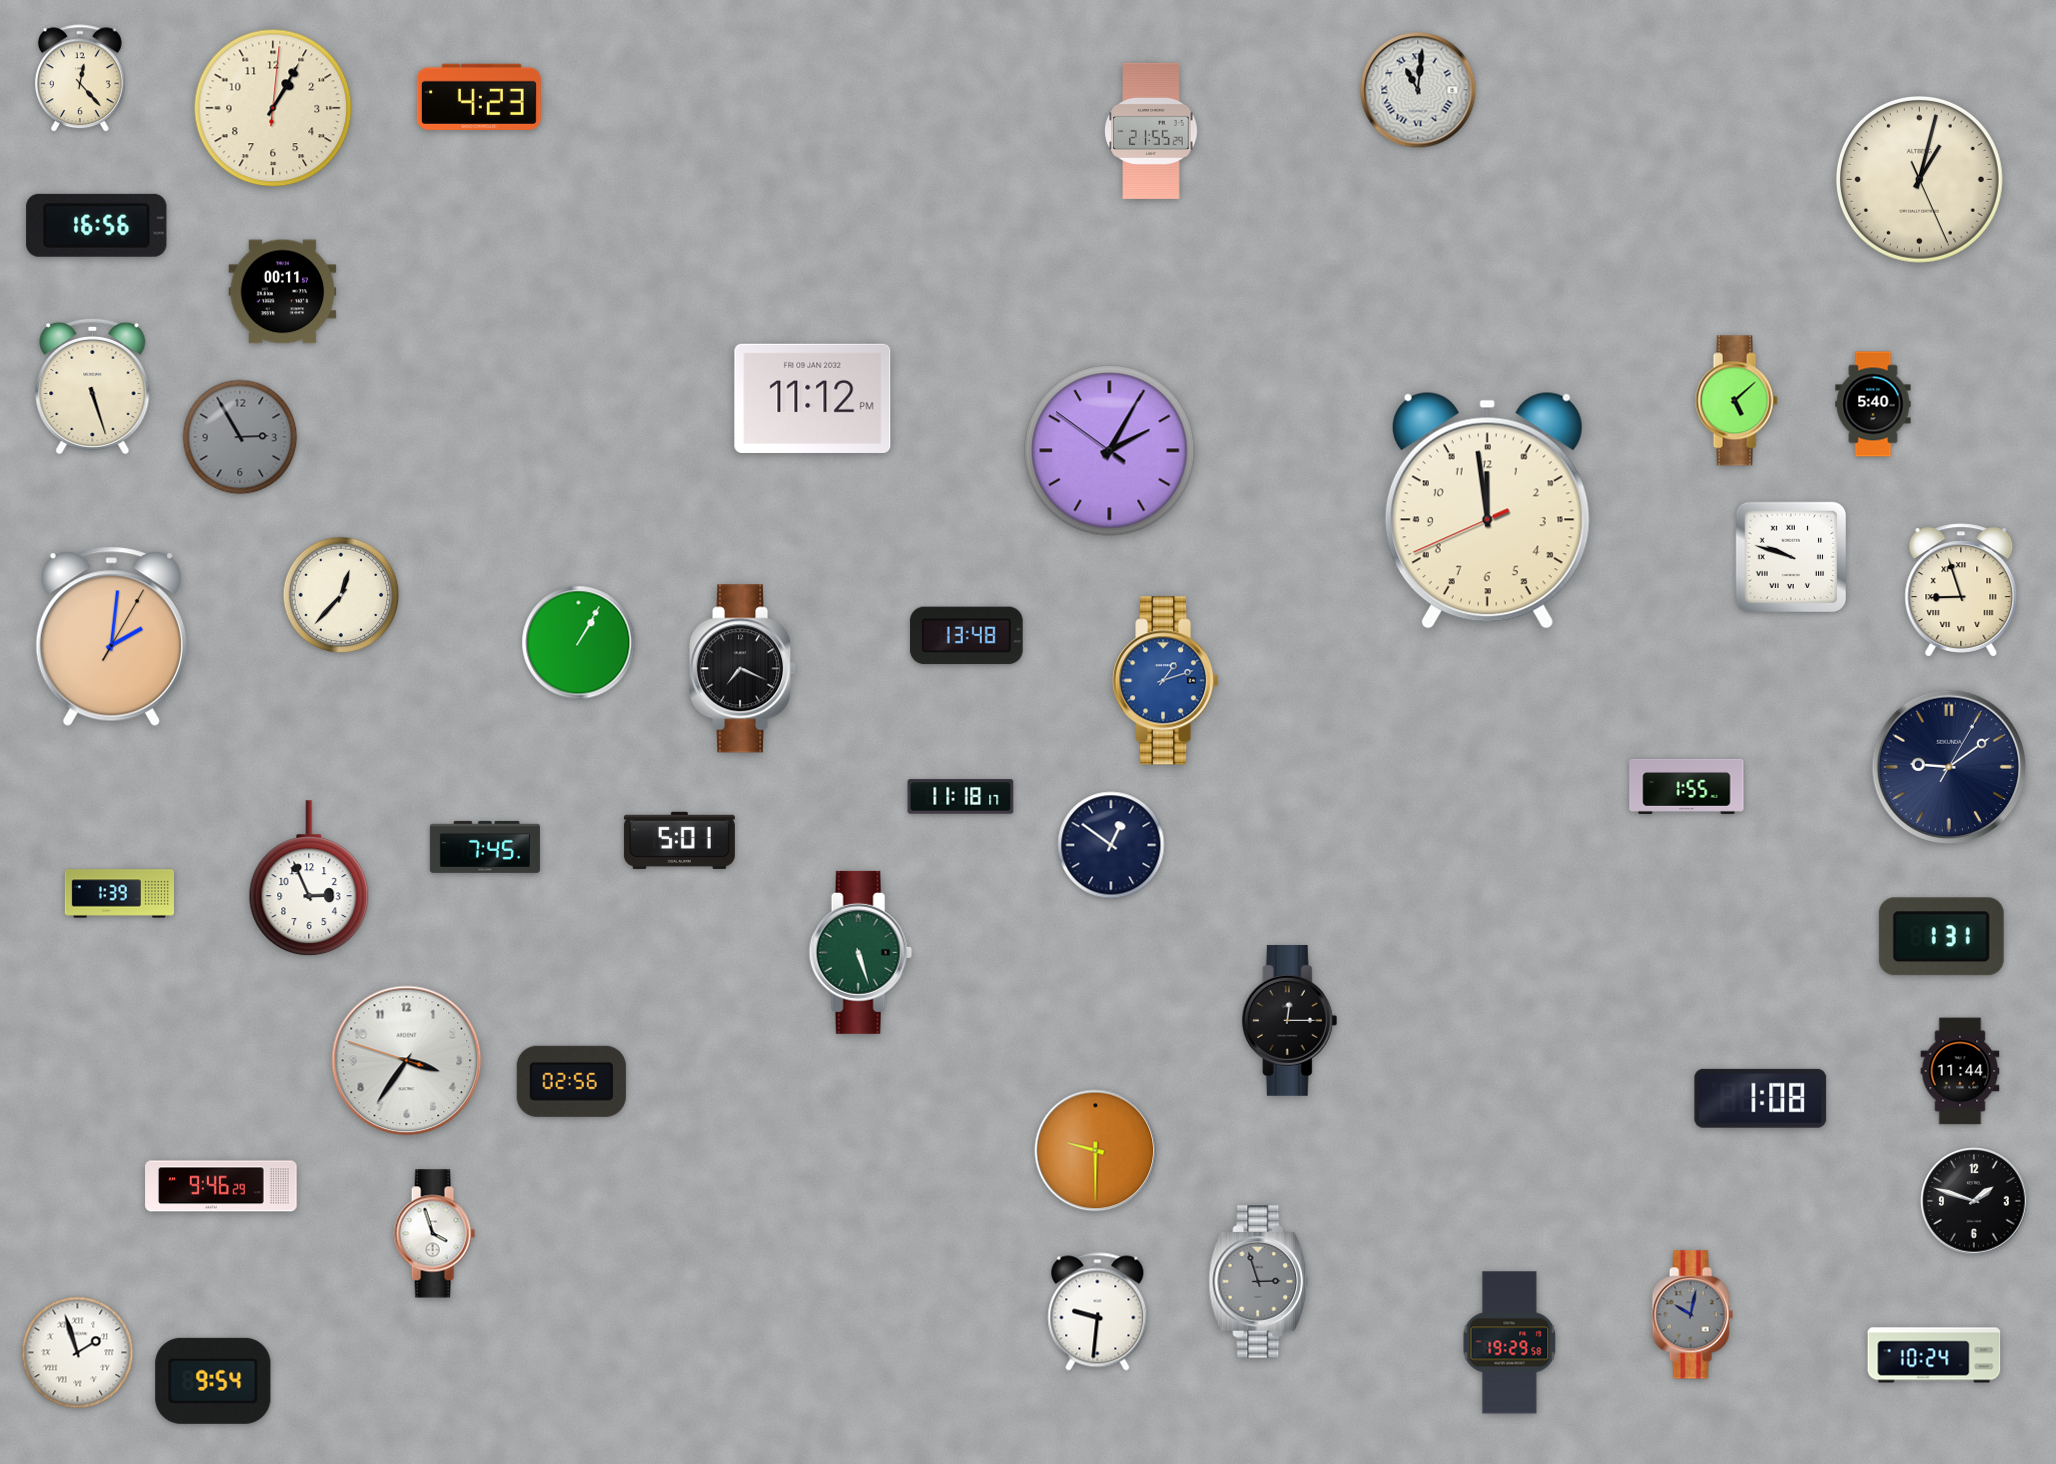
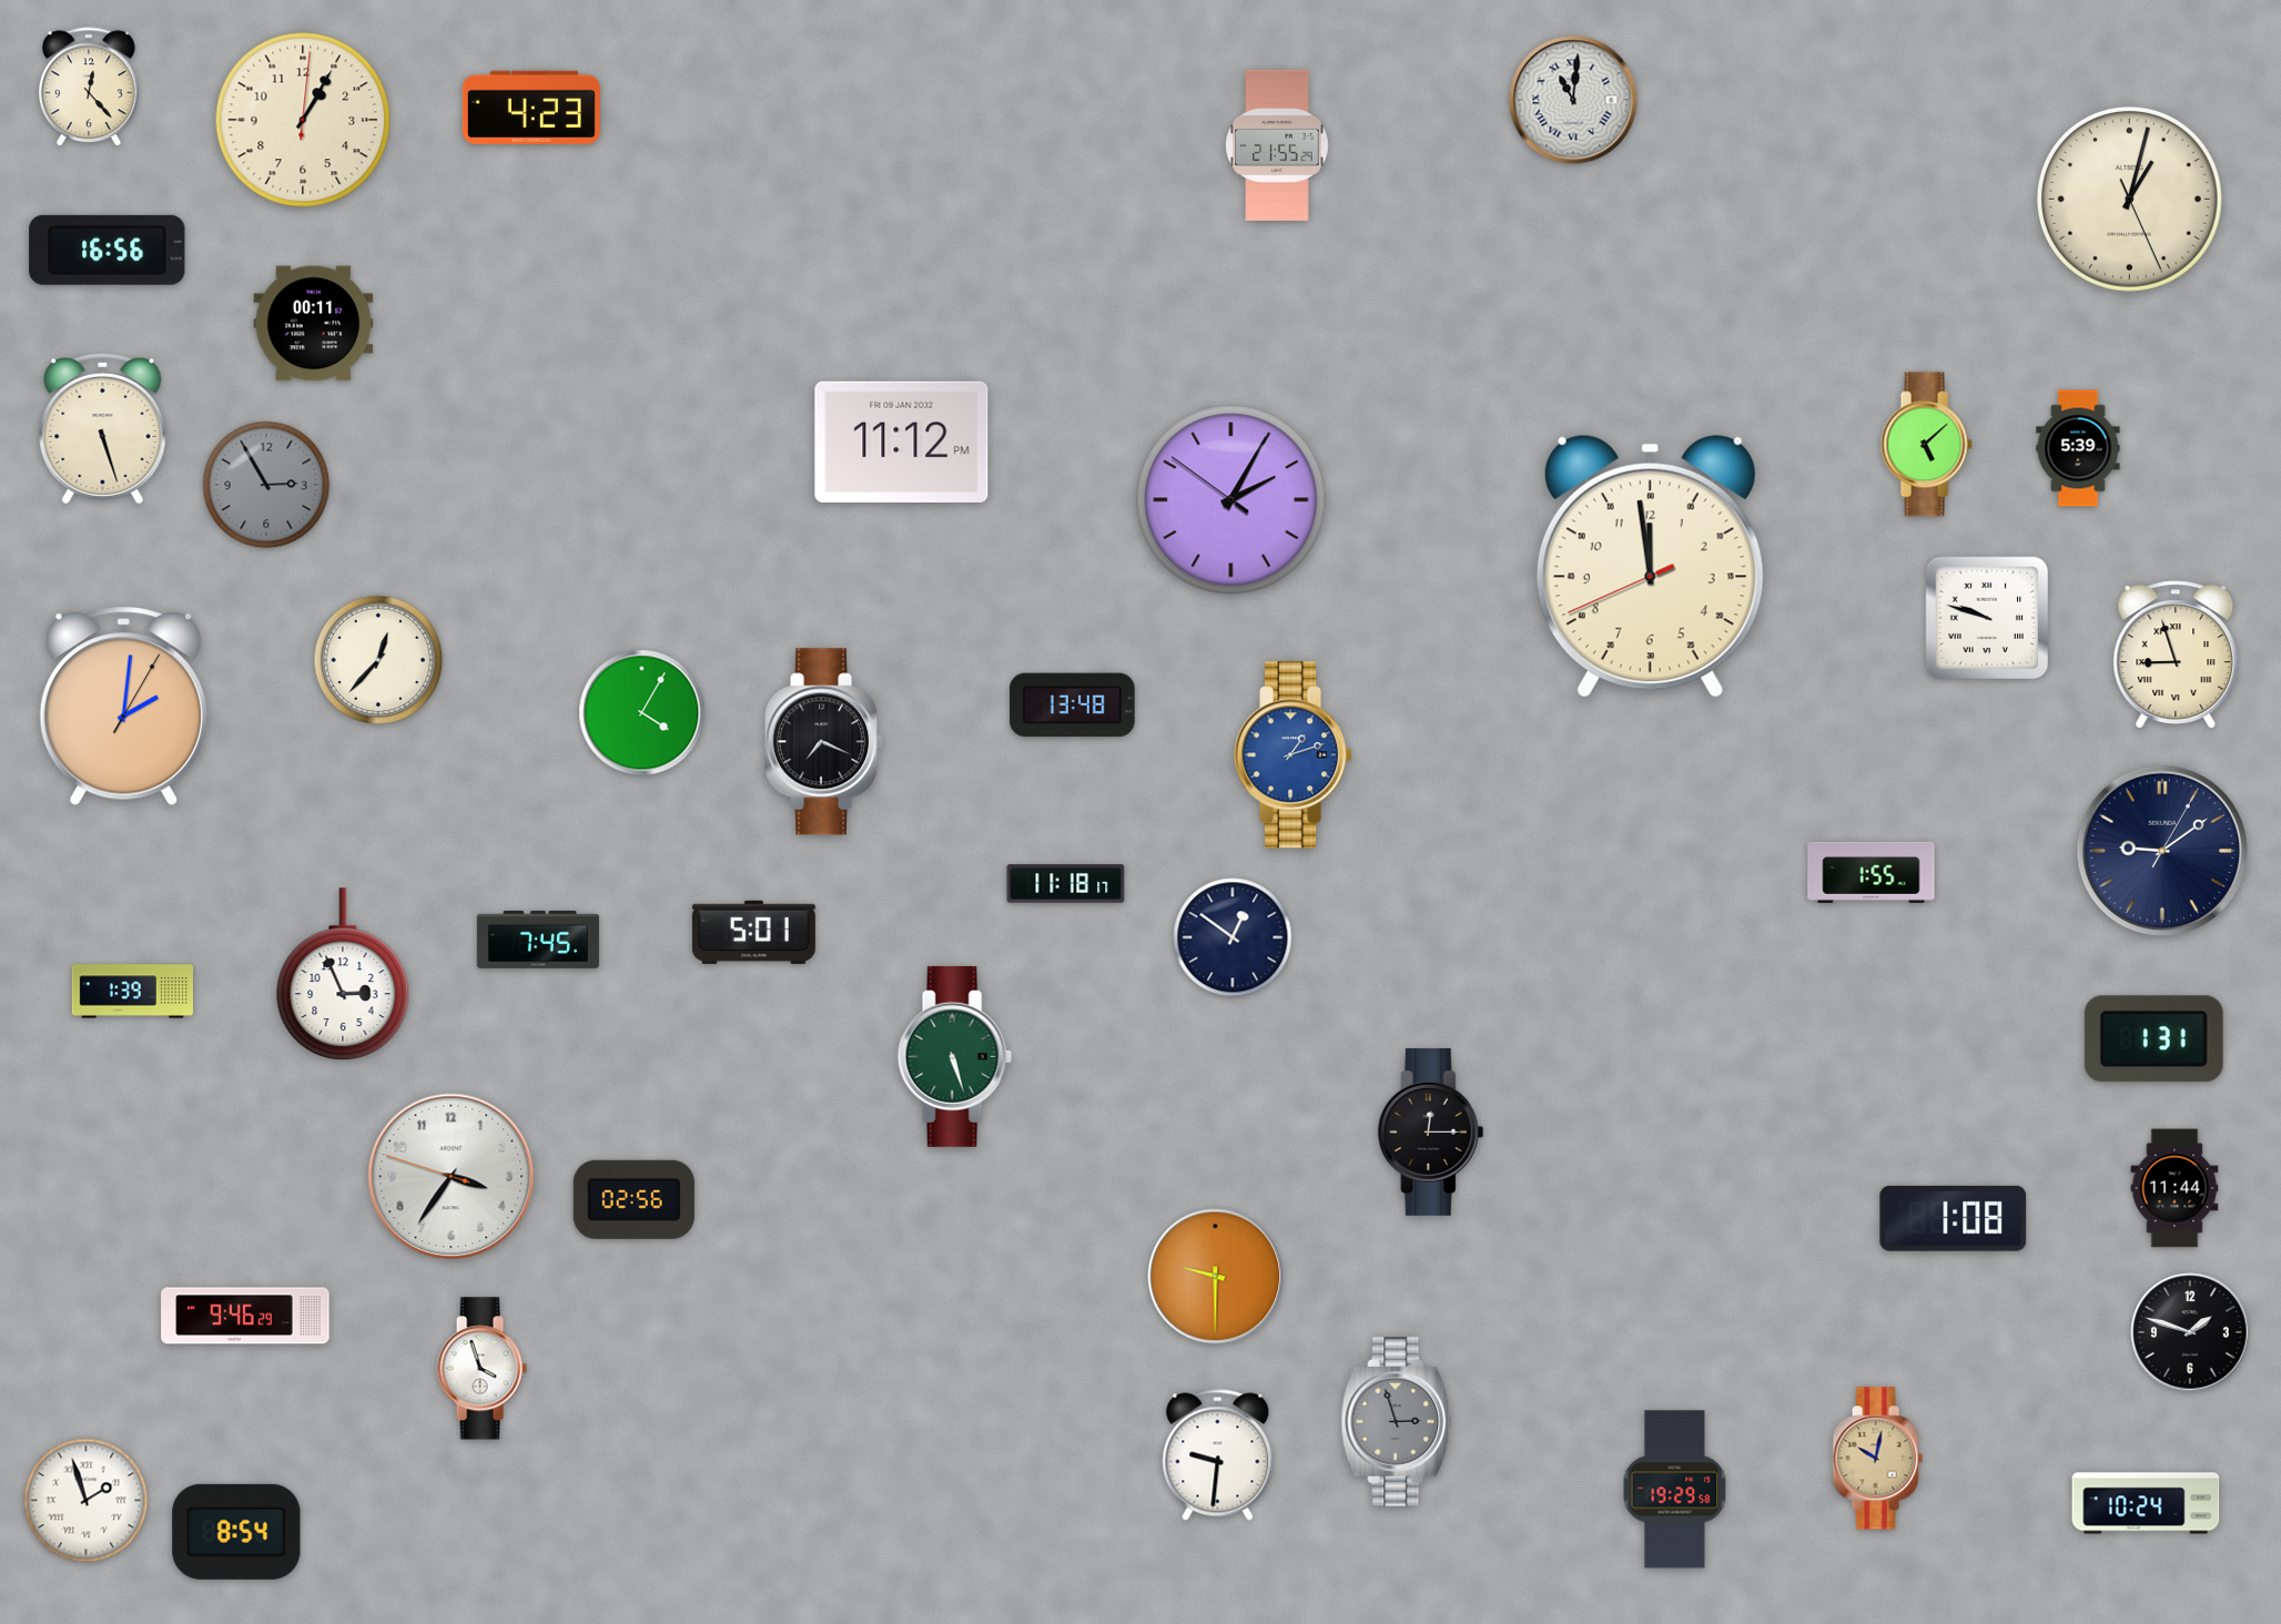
clock at (1873, 404): 5:40 -> 5:39
clock at (579, 643): 1:05 -> 4:05
clock at (1692, 1315) dial: grey -> champagne
clock at (213, 1381): 9:54 -> 8:54
